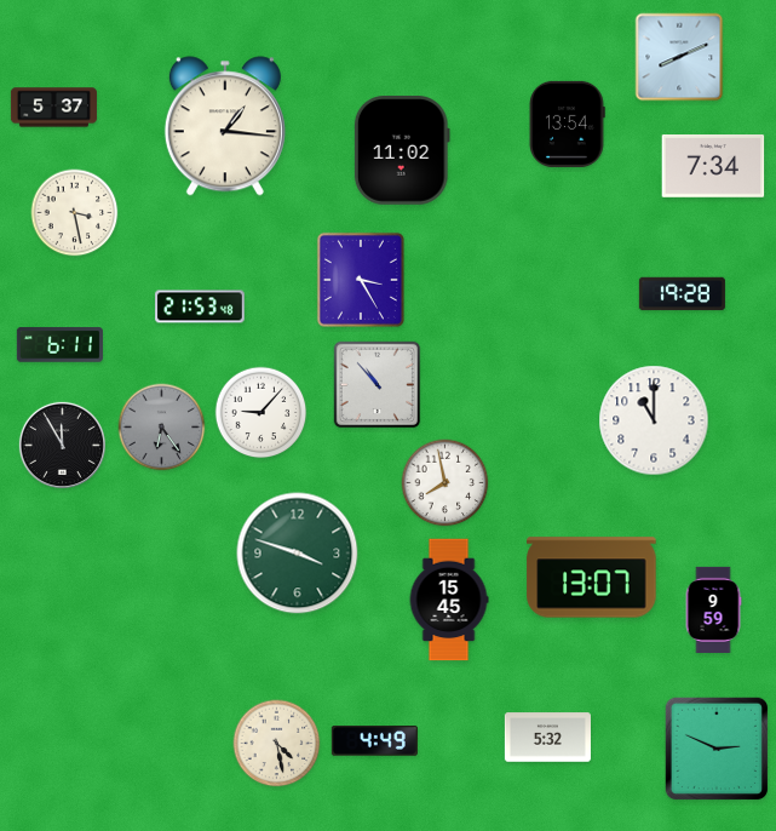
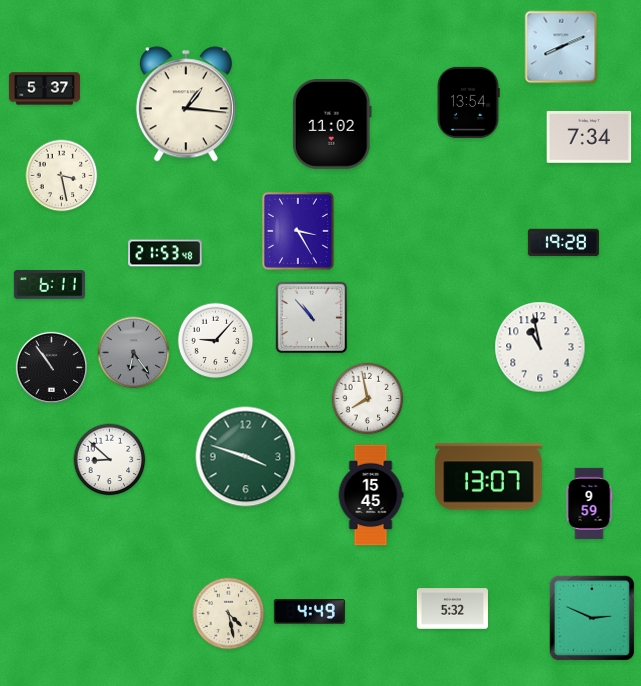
clock at (654, 420): 11:00 -> 10:58
clock at (62, 445): 11:55 -> 10:54
clock at (110, 460): none -> 8:52
